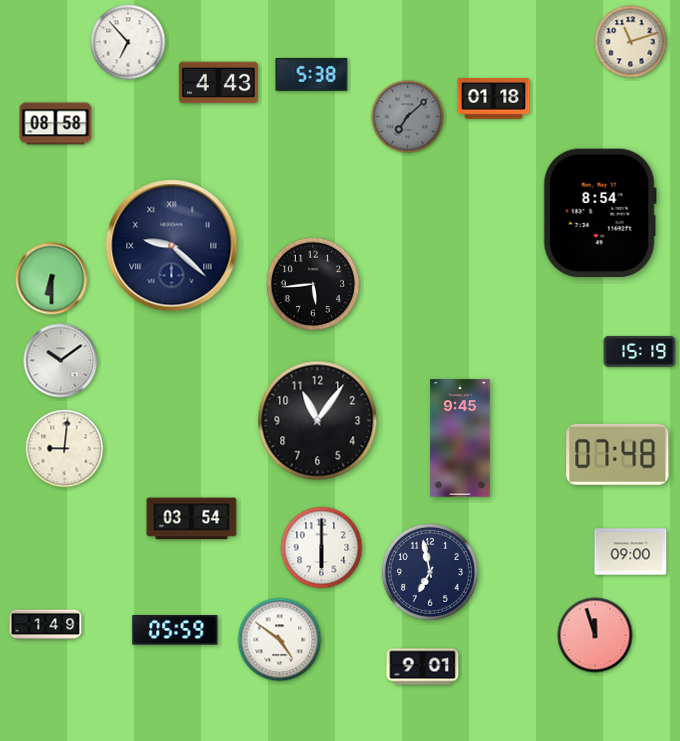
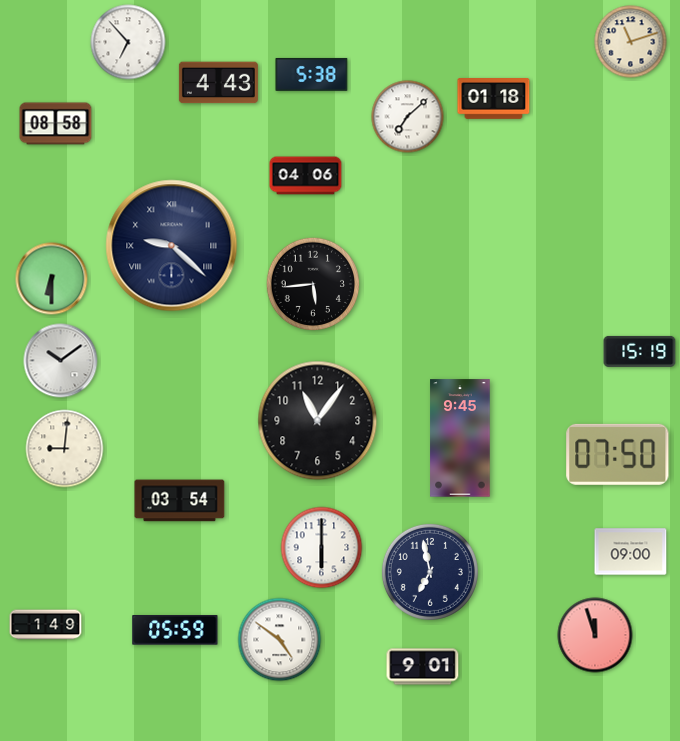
clock at (408, 117) dial: grey -> white
clock at (306, 176): none -> 04:06
clock at (600, 213): 8:54 -> none
clock at (618, 454): 07:48 -> 07:50
clock at (192, 519) position: (192, 519) -> (180, 501)
